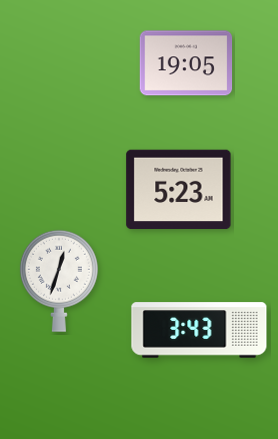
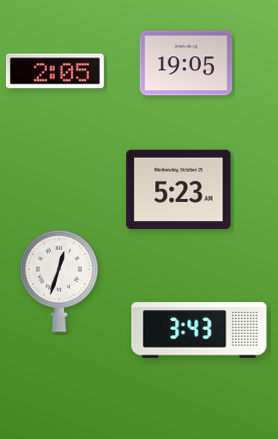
clock at (55, 71): none -> 2:05
